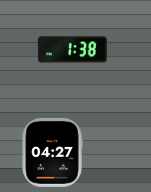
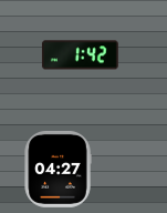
clock at (72, 50): 1:38 -> 1:42
